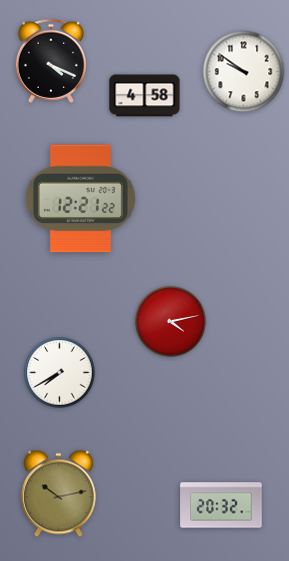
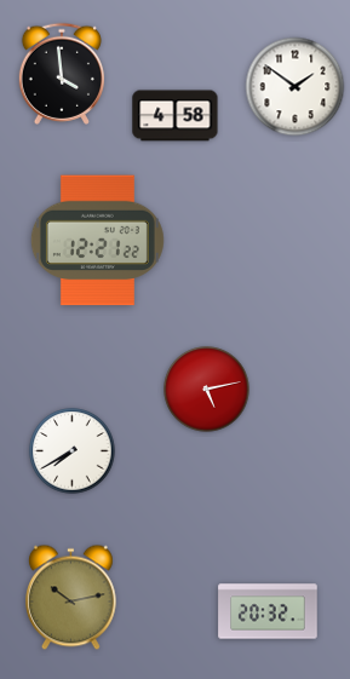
clock at (51, 61): 4:19 -> 3:59
clock at (244, 72): 9:51 -> 1:51
clock at (171, 322): 4:13 -> 5:13
